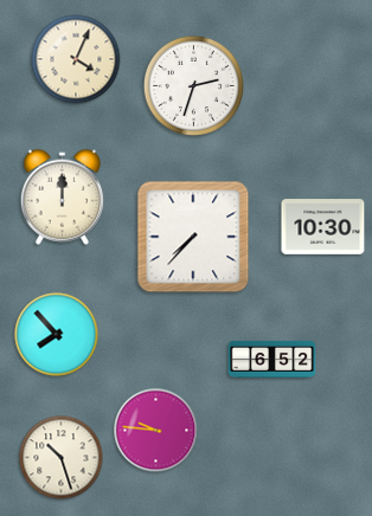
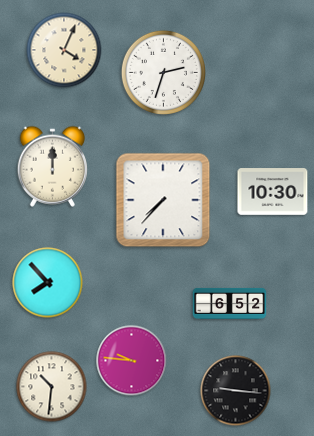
clock at (156, 431) position: (156, 431) -> (132, 361)
clock at (62, 458): 10:27 -> 10:31
clock at (236, 391): none -> 9:16
